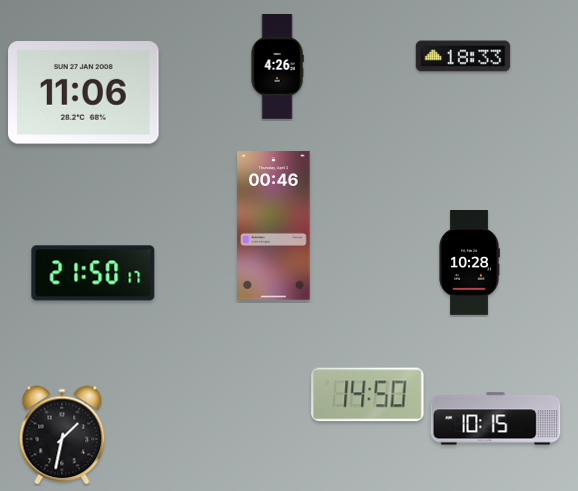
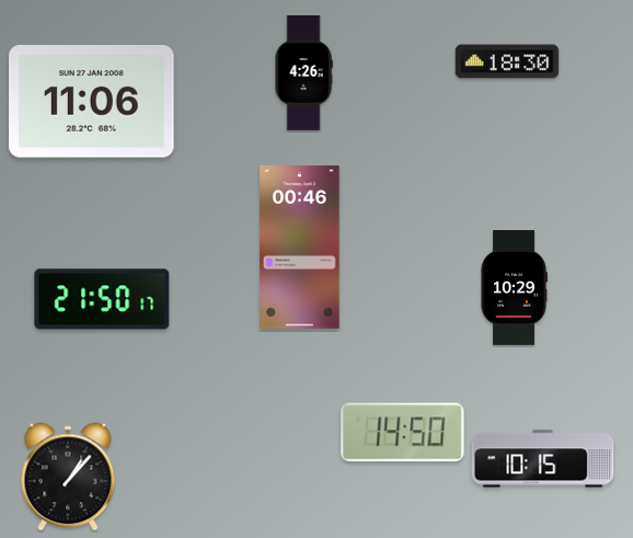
clock at (463, 56): 18:33 -> 18:30
clock at (469, 263): 10:28 -> 10:29
clock at (62, 435): 1:32 -> 1:07
